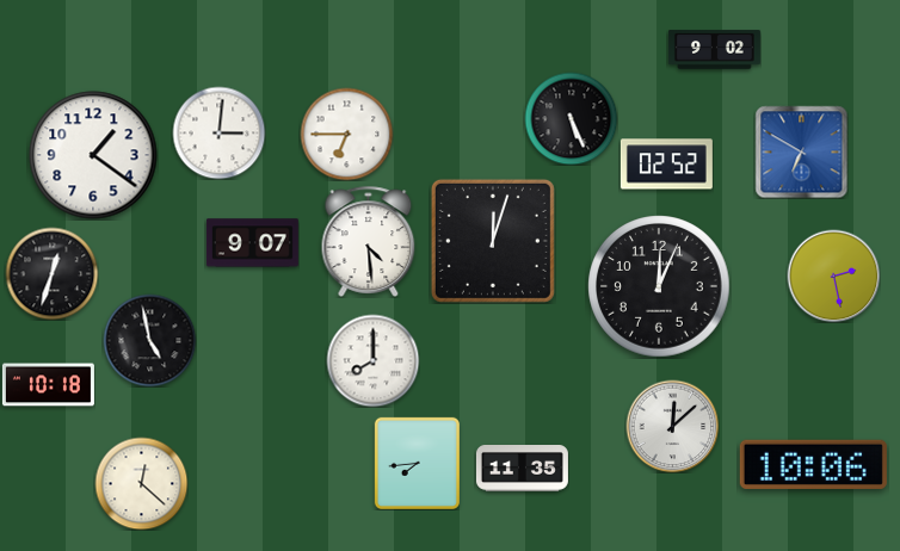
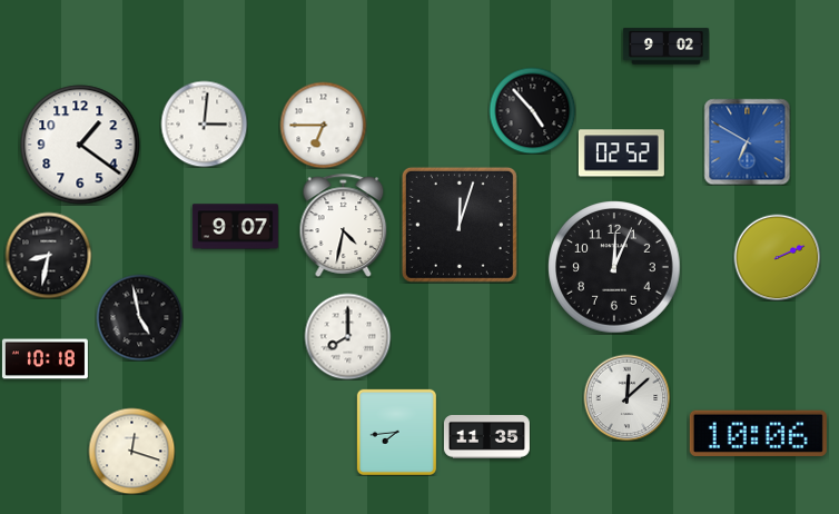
clock at (571, 118): 5:26 -> 4:53
clock at (93, 155) position: (93, 155) -> (80, 145)
clock at (369, 241): 4:29 -> 4:32
clock at (51, 273): 12:33 -> 8:32
clock at (833, 275): 2:28 -> 2:11
clock at (417, 463) position: (417, 463) -> (396, 432)
clock at (141, 483): 12:22 -> 12:18
